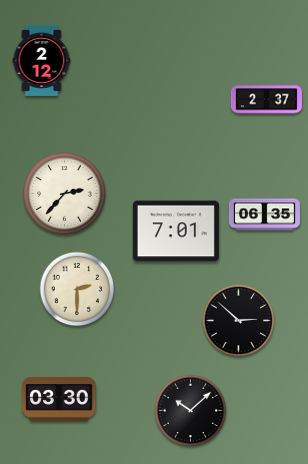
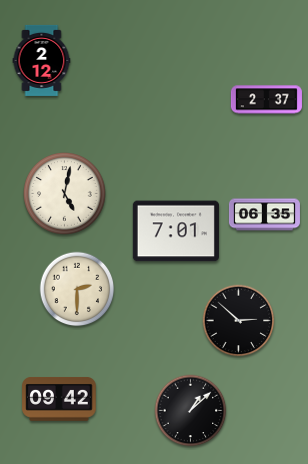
clock at (65, 194): 2:37 -> 5:02
clock at (59, 399): 03:30 -> 09:42
clock at (191, 411): 10:08 -> 1:08
